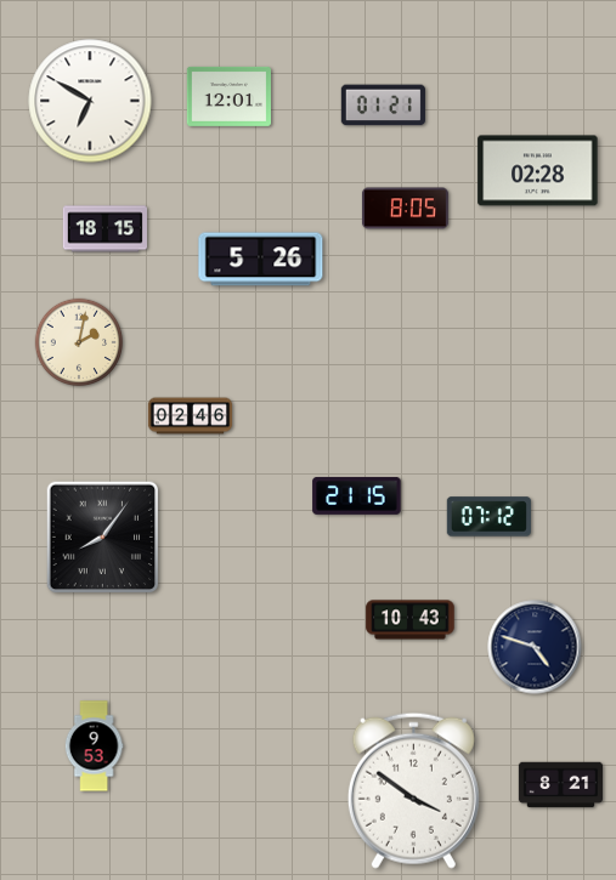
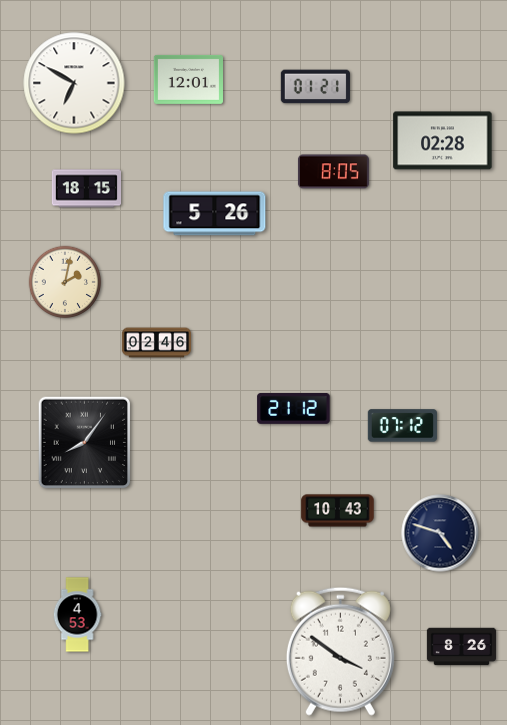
clock at (357, 495): 21:15 -> 21:12
clock at (94, 746): 9:53 -> 4:53
clock at (561, 785): 8:21 -> 8:26
